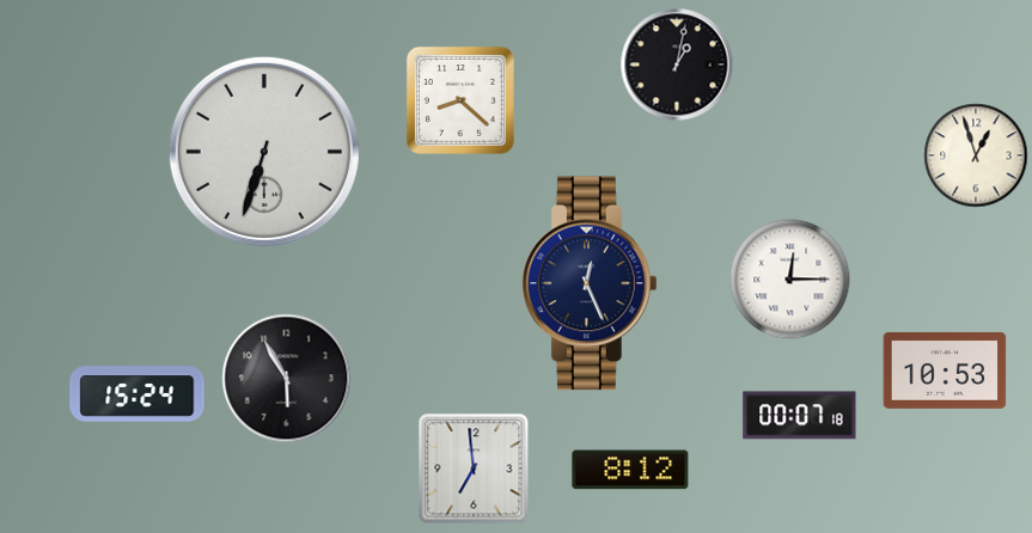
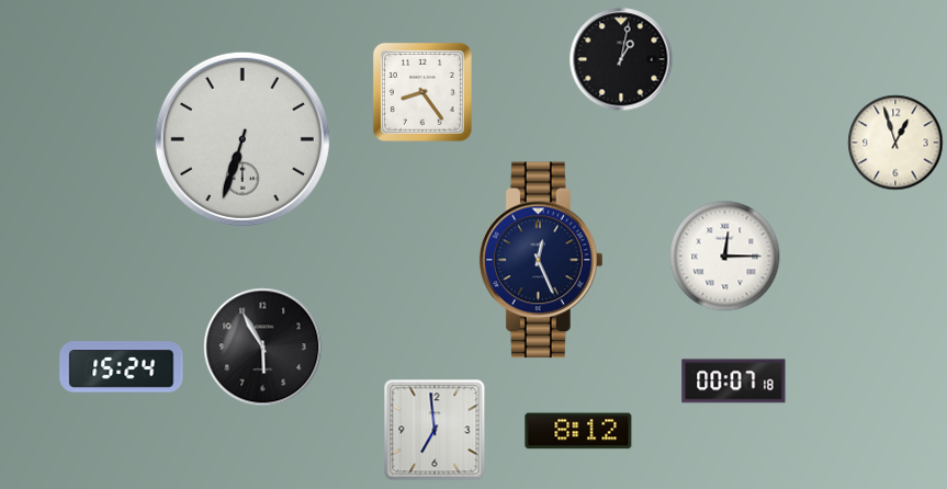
clock at (460, 100): 8:22 -> 8:24
clock at (945, 370): 10:53 -> none
clock at (138, 394) position: (138, 394) -> (122, 367)
